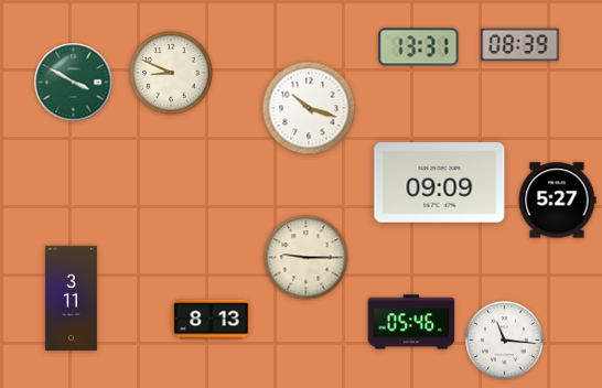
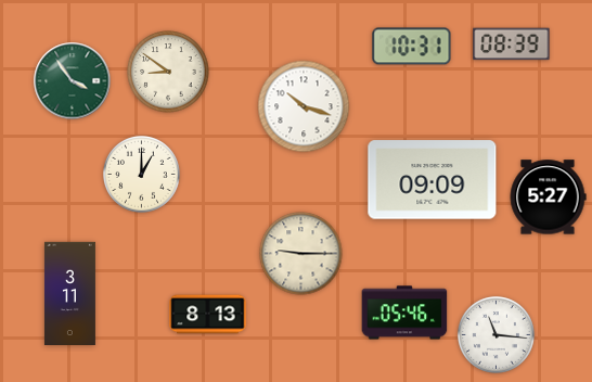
clock at (419, 47): 13:31 -> 10:31
clock at (171, 73): 8:49 -> 8:51
clock at (74, 83): 3:50 -> 3:54
clock at (142, 175): none -> 1:00
clock at (411, 322) position: (411, 322) -> (404, 313)
